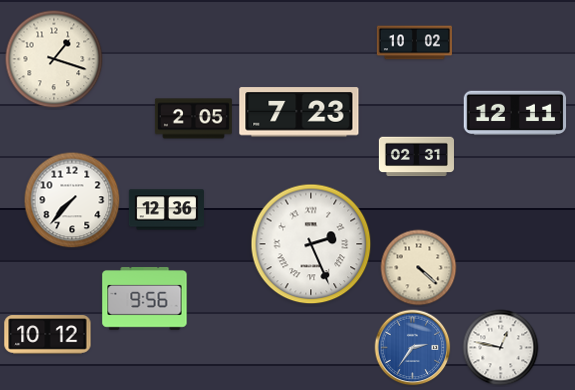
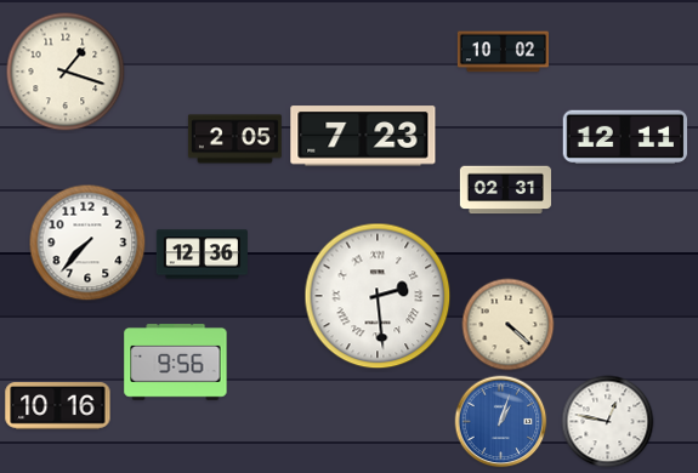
clock at (193, 119) position: (193, 119) -> (234, 139)
clock at (311, 244): 2:26 -> 2:29
clock at (48, 335): 10:12 -> 10:16
clock at (413, 348): 2:36 -> 1:03
